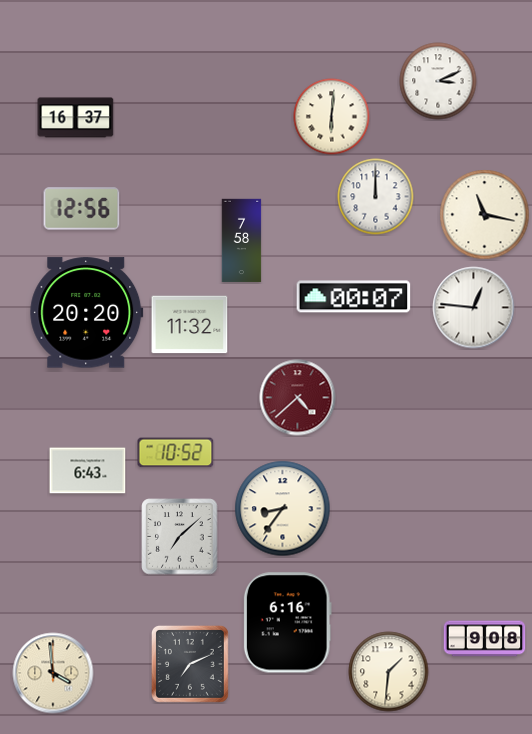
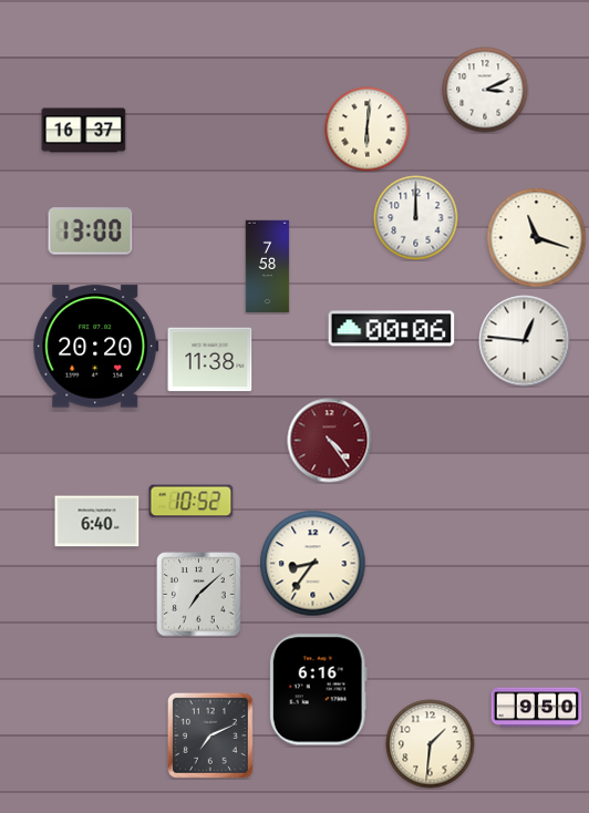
clock at (82, 209): 12:56 -> 13:00
clock at (485, 215): 11:17 -> 11:18
clock at (354, 297): 00:07 -> 00:06
clock at (190, 325): 11:32 -> 11:38
clock at (298, 398): 4:38 -> 4:24
clock at (176, 453) position: (176, 453) -> (192, 502)
clock at (88, 471): 6:43 -> 6:40
clock at (485, 639): 9:08 -> 9:50
clock at (53, 673): 3:59 -> none
